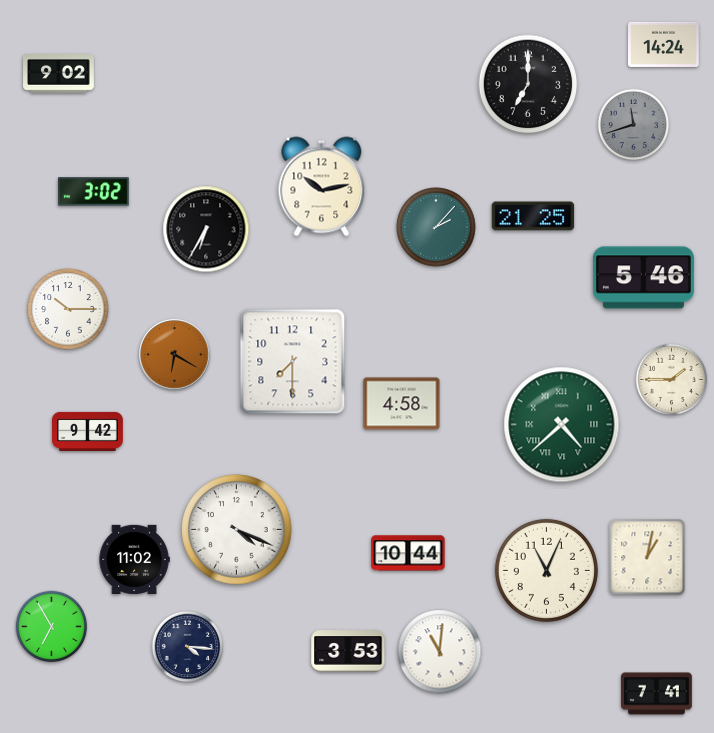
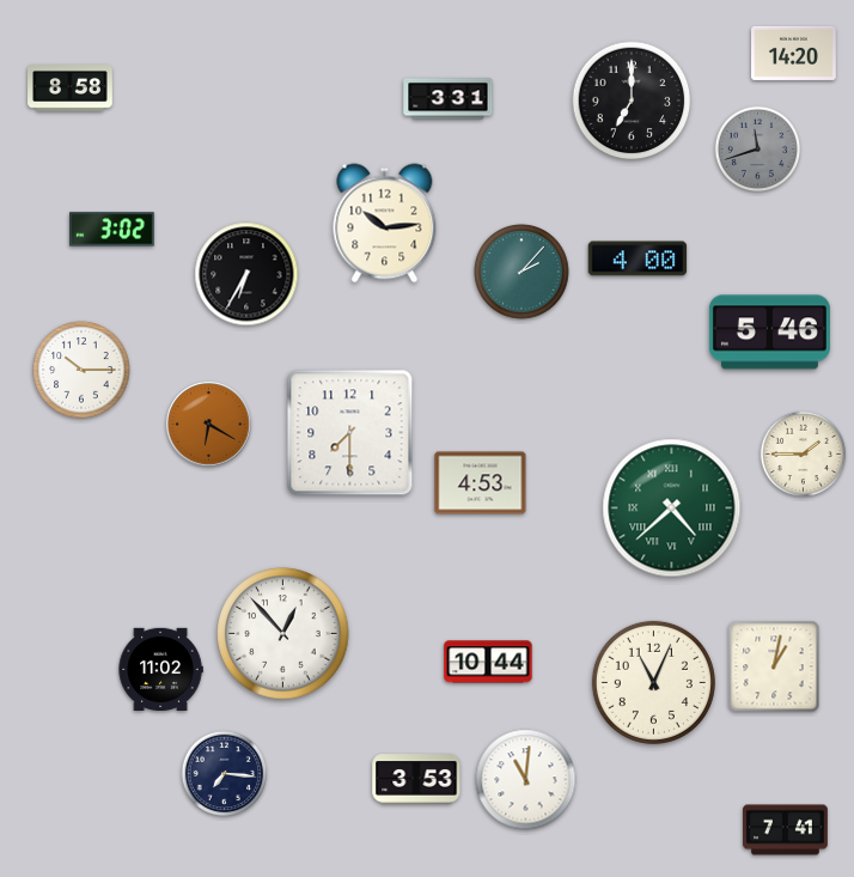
clock at (664, 44): 14:24 -> 14:20
clock at (59, 74): 9:02 -> 8:58
clock at (449, 99): none -> 3:31
clock at (322, 187): 10:13 -> 10:14
clock at (533, 216): 21:25 -> 4:00
clock at (402, 404): 4:58 -> 4:53
clock at (88, 431): 9:42 -> none
clock at (237, 530): 4:19 -> 12:53
clock at (52, 627): 6:55 -> none
clock at (188, 647): 4:16 -> 7:16
